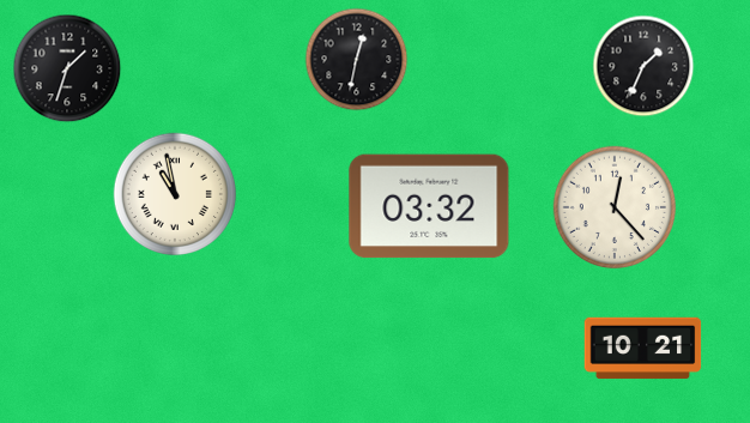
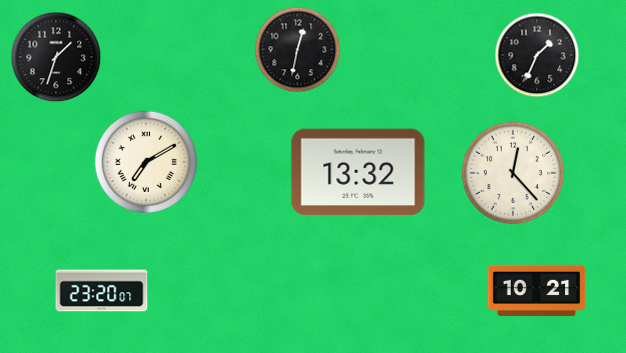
clock at (174, 193): 10:58 -> 7:10
clock at (429, 206): 03:32 -> 13:32
clock at (102, 291): none -> 23:20
